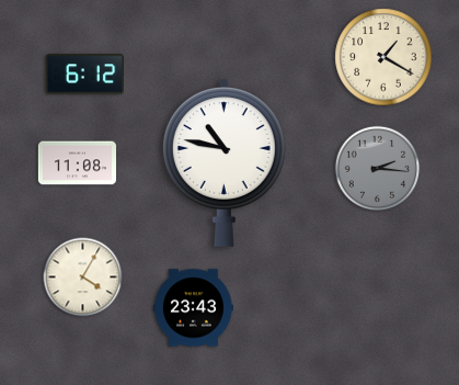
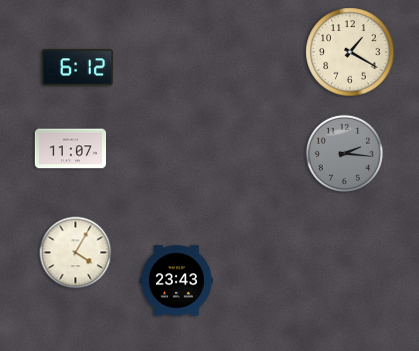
clock at (223, 162): 10:47 -> none
clock at (77, 163): 11:08 -> 11:07
